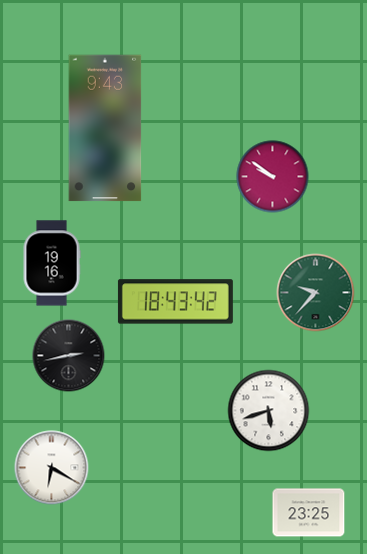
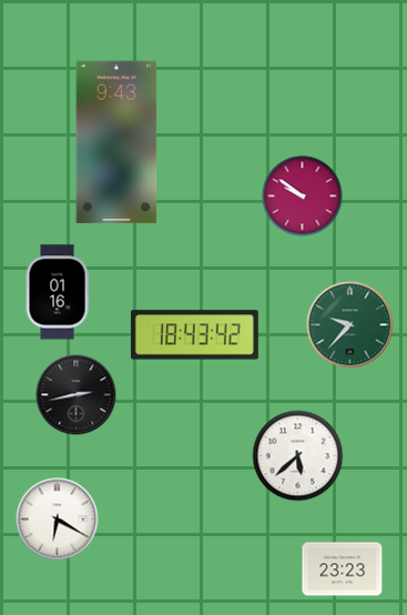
clock at (52, 263): 19:16 -> 01:16
clock at (269, 411): 5:42 -> 5:38
clock at (309, 513): 23:25 -> 23:23
